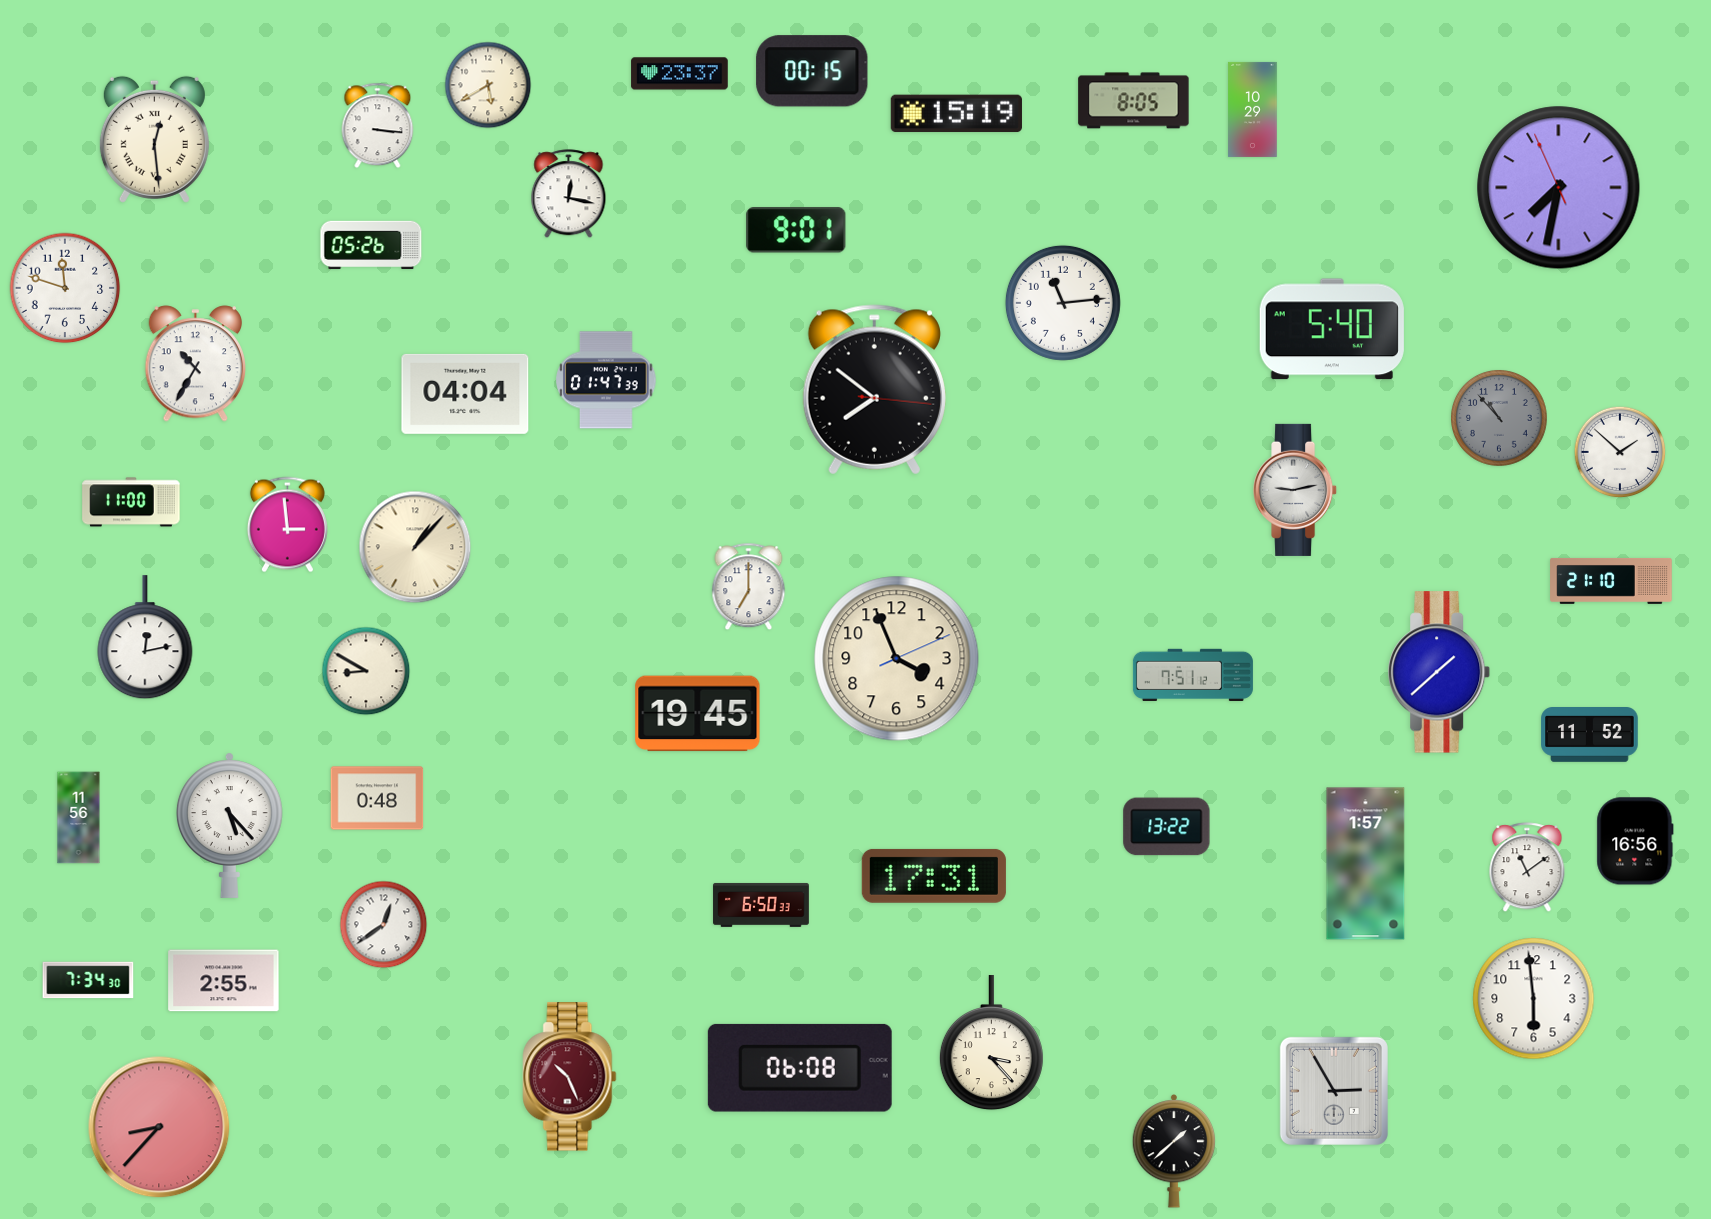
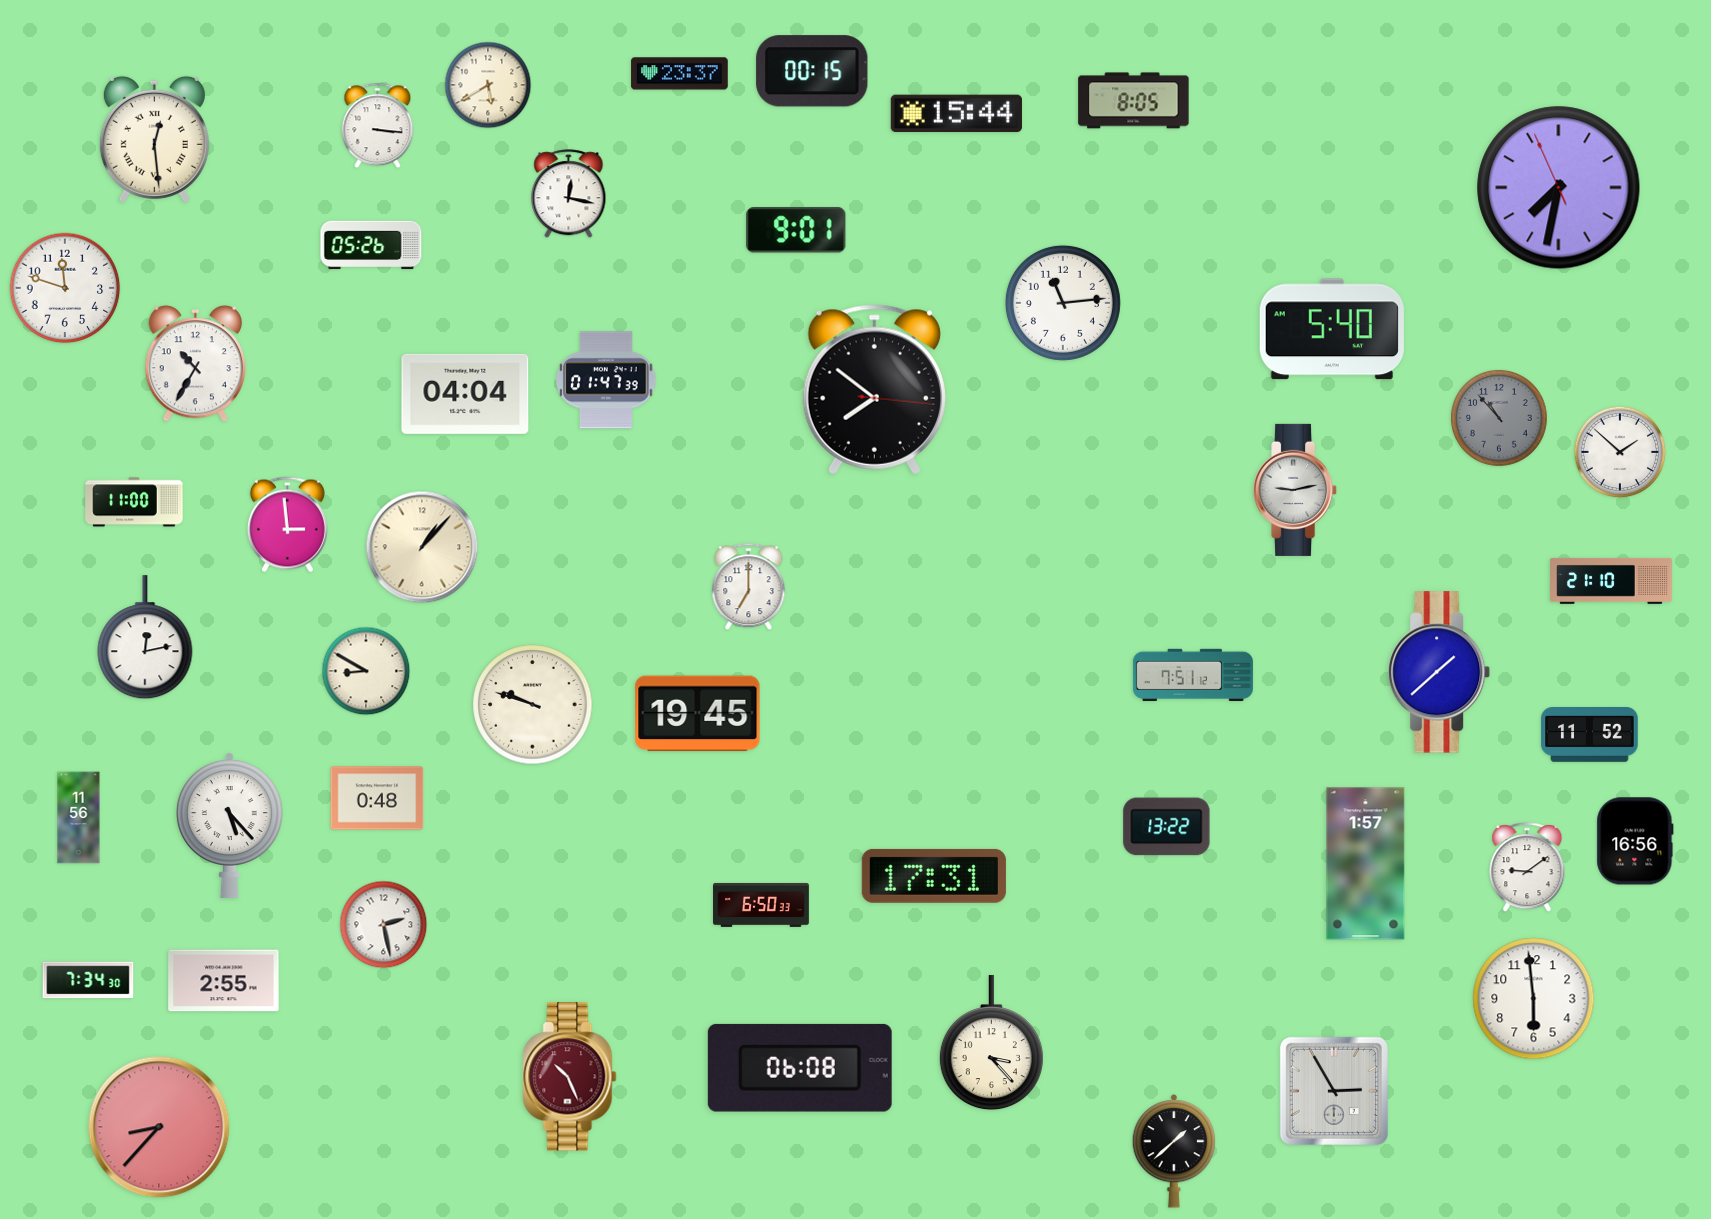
clock at (1253, 109): 10:29 -> none
clock at (956, 114): 15:19 -> 15:44
clock at (131, 502) position: (131, 502) -> (134, 502)
clock at (415, 547) position: (415, 547) -> (422, 547)
clock at (897, 659): 3:56 -> none
clock at (533, 705): none -> 9:48
clock at (1527, 868): 11:09 -> 9:09
clock at (384, 925): 12:39 -> 2:28
